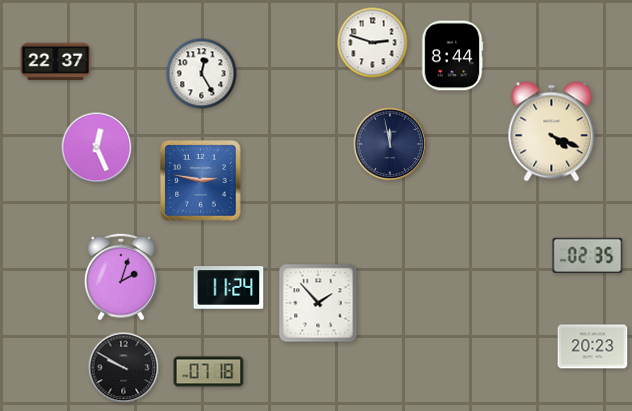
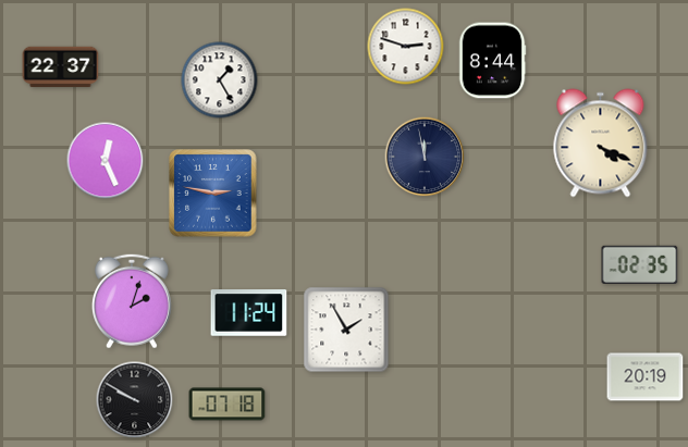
clock at (202, 74): 12:25 -> 1:25
clock at (201, 181) position: (201, 181) -> (213, 194)
clock at (588, 255) position: (588, 255) -> (640, 264)
clock at (318, 303): 1:53 -> 1:55
clock at (593, 347): 20:23 -> 20:19
